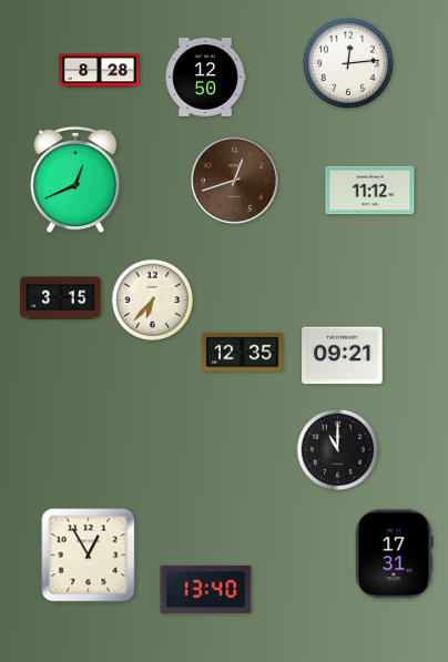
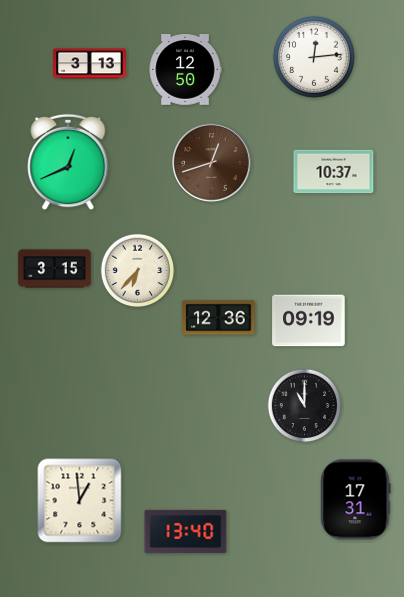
clock at (100, 71): 8:28 -> 3:13
clock at (370, 191): 11:12 -> 10:37
clock at (243, 353): 12:35 -> 12:36
clock at (343, 356): 09:21 -> 09:19
clock at (89, 556): 12:55 -> 12:59
